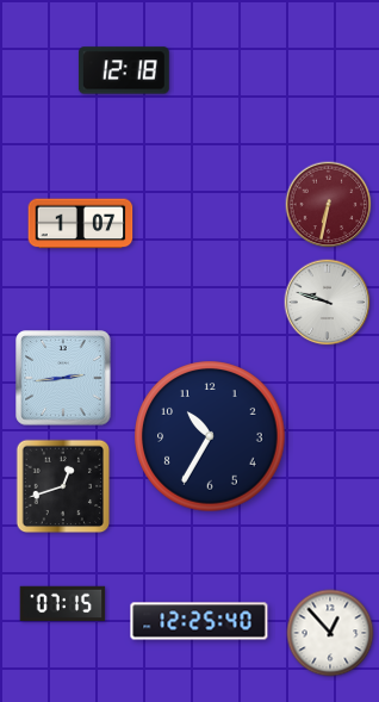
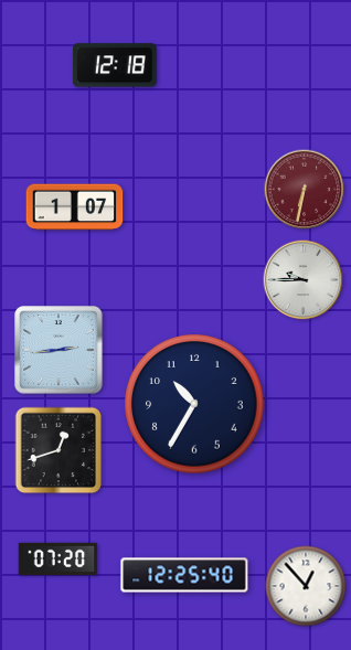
clock at (328, 303): 9:48 -> 9:45
clock at (63, 604): 07:15 -> 07:20
